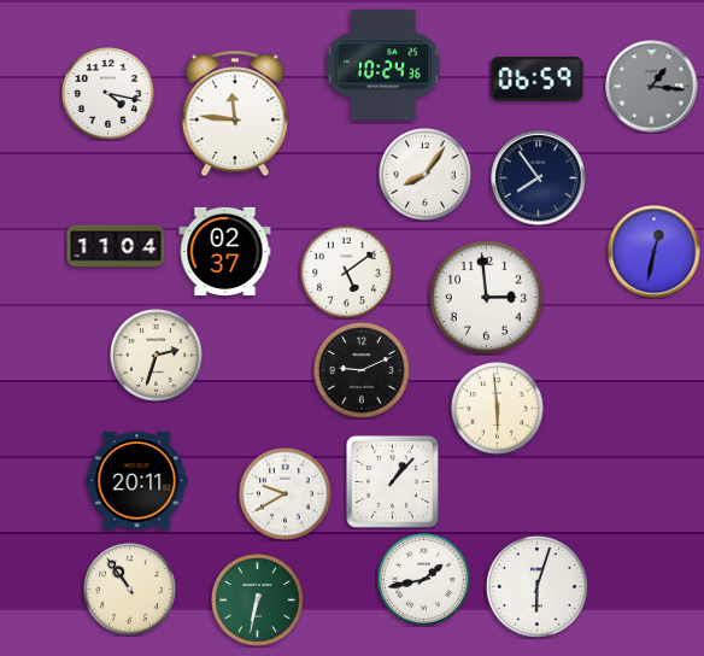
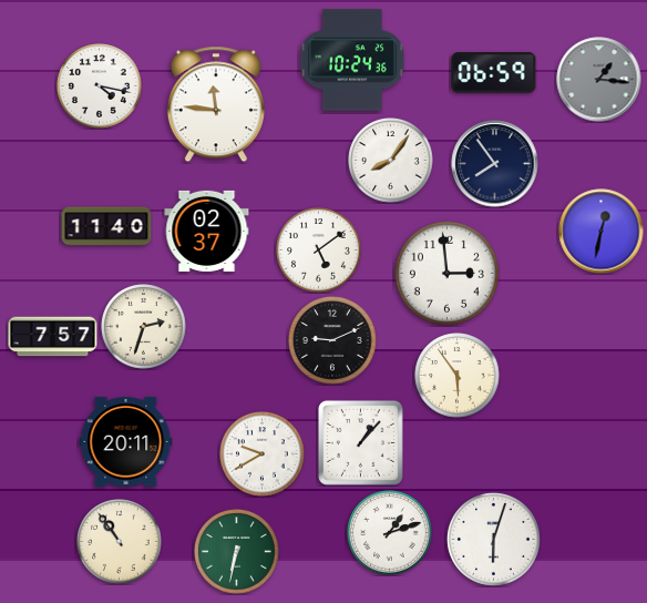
clock at (116, 246): 11:04 -> 11:40
clock at (53, 337): none -> 7:57
clock at (498, 409): 5:59 -> 5:54
clock at (424, 580): 1:43 -> 1:12
